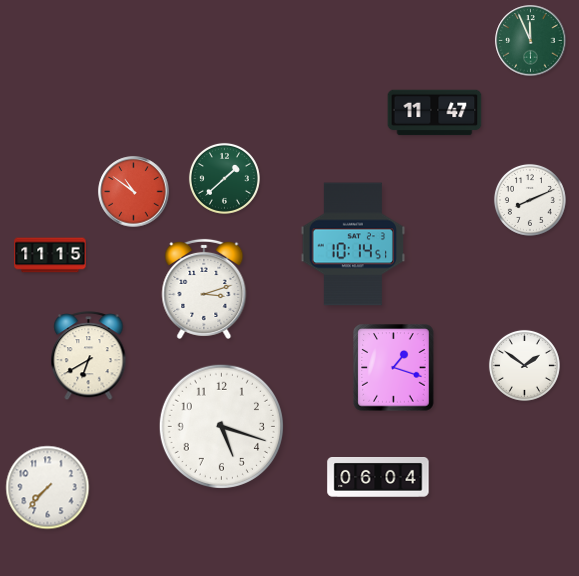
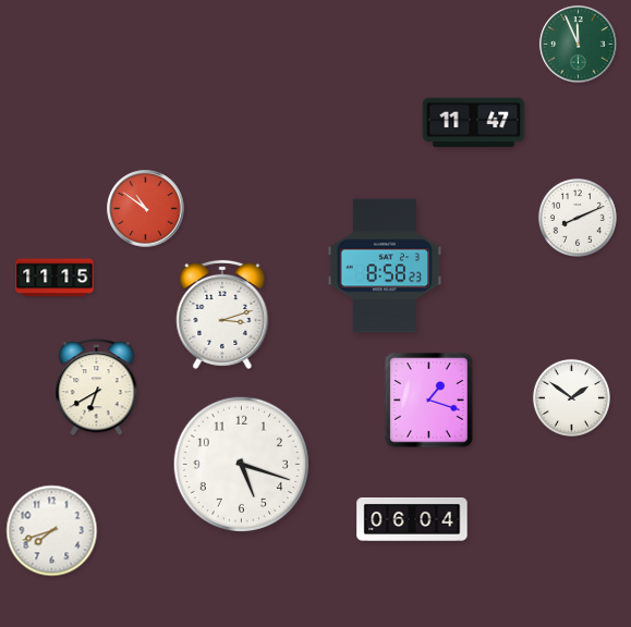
clock at (224, 178): 1:38 -> none
clock at (353, 244): 10:14 -> 8:58
clock at (48, 488): 7:37 -> 7:42
